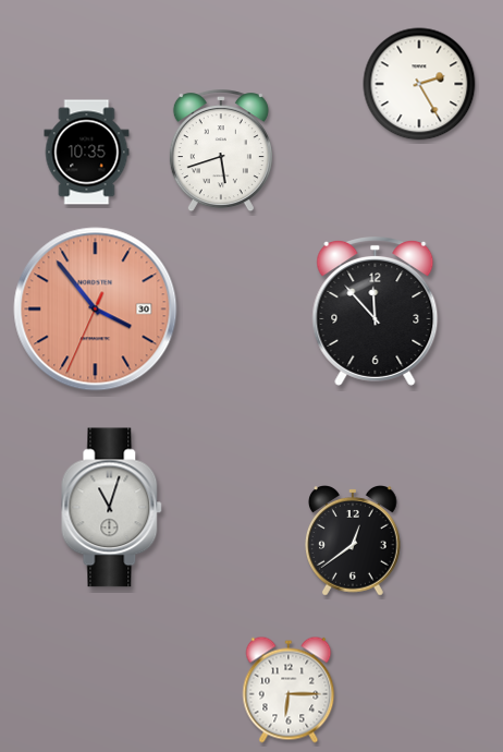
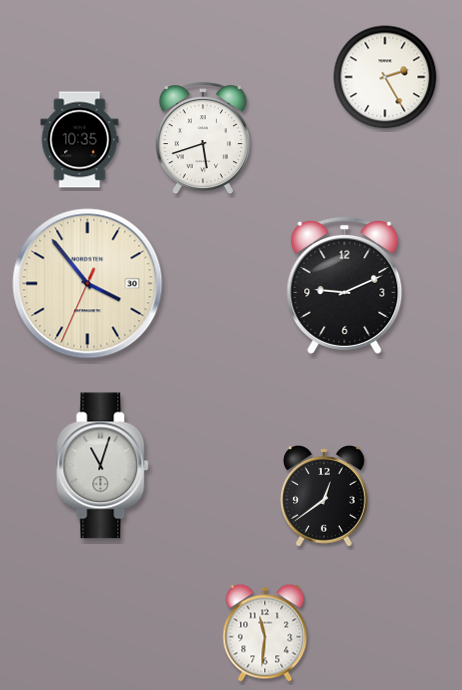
clock at (96, 310) dial: salmon -> cream
clock at (376, 312): 11:53 -> 9:11
clock at (289, 690): 6:15 -> 11:31
